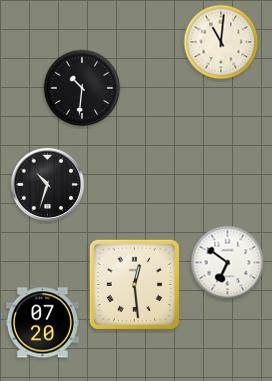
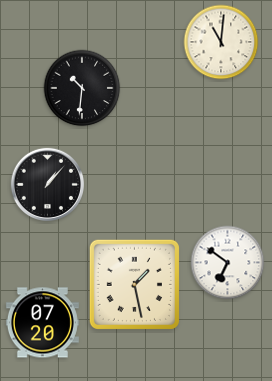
clock at (47, 184): 10:33 -> 1:07
clock at (134, 284): 12:29 -> 1:28
